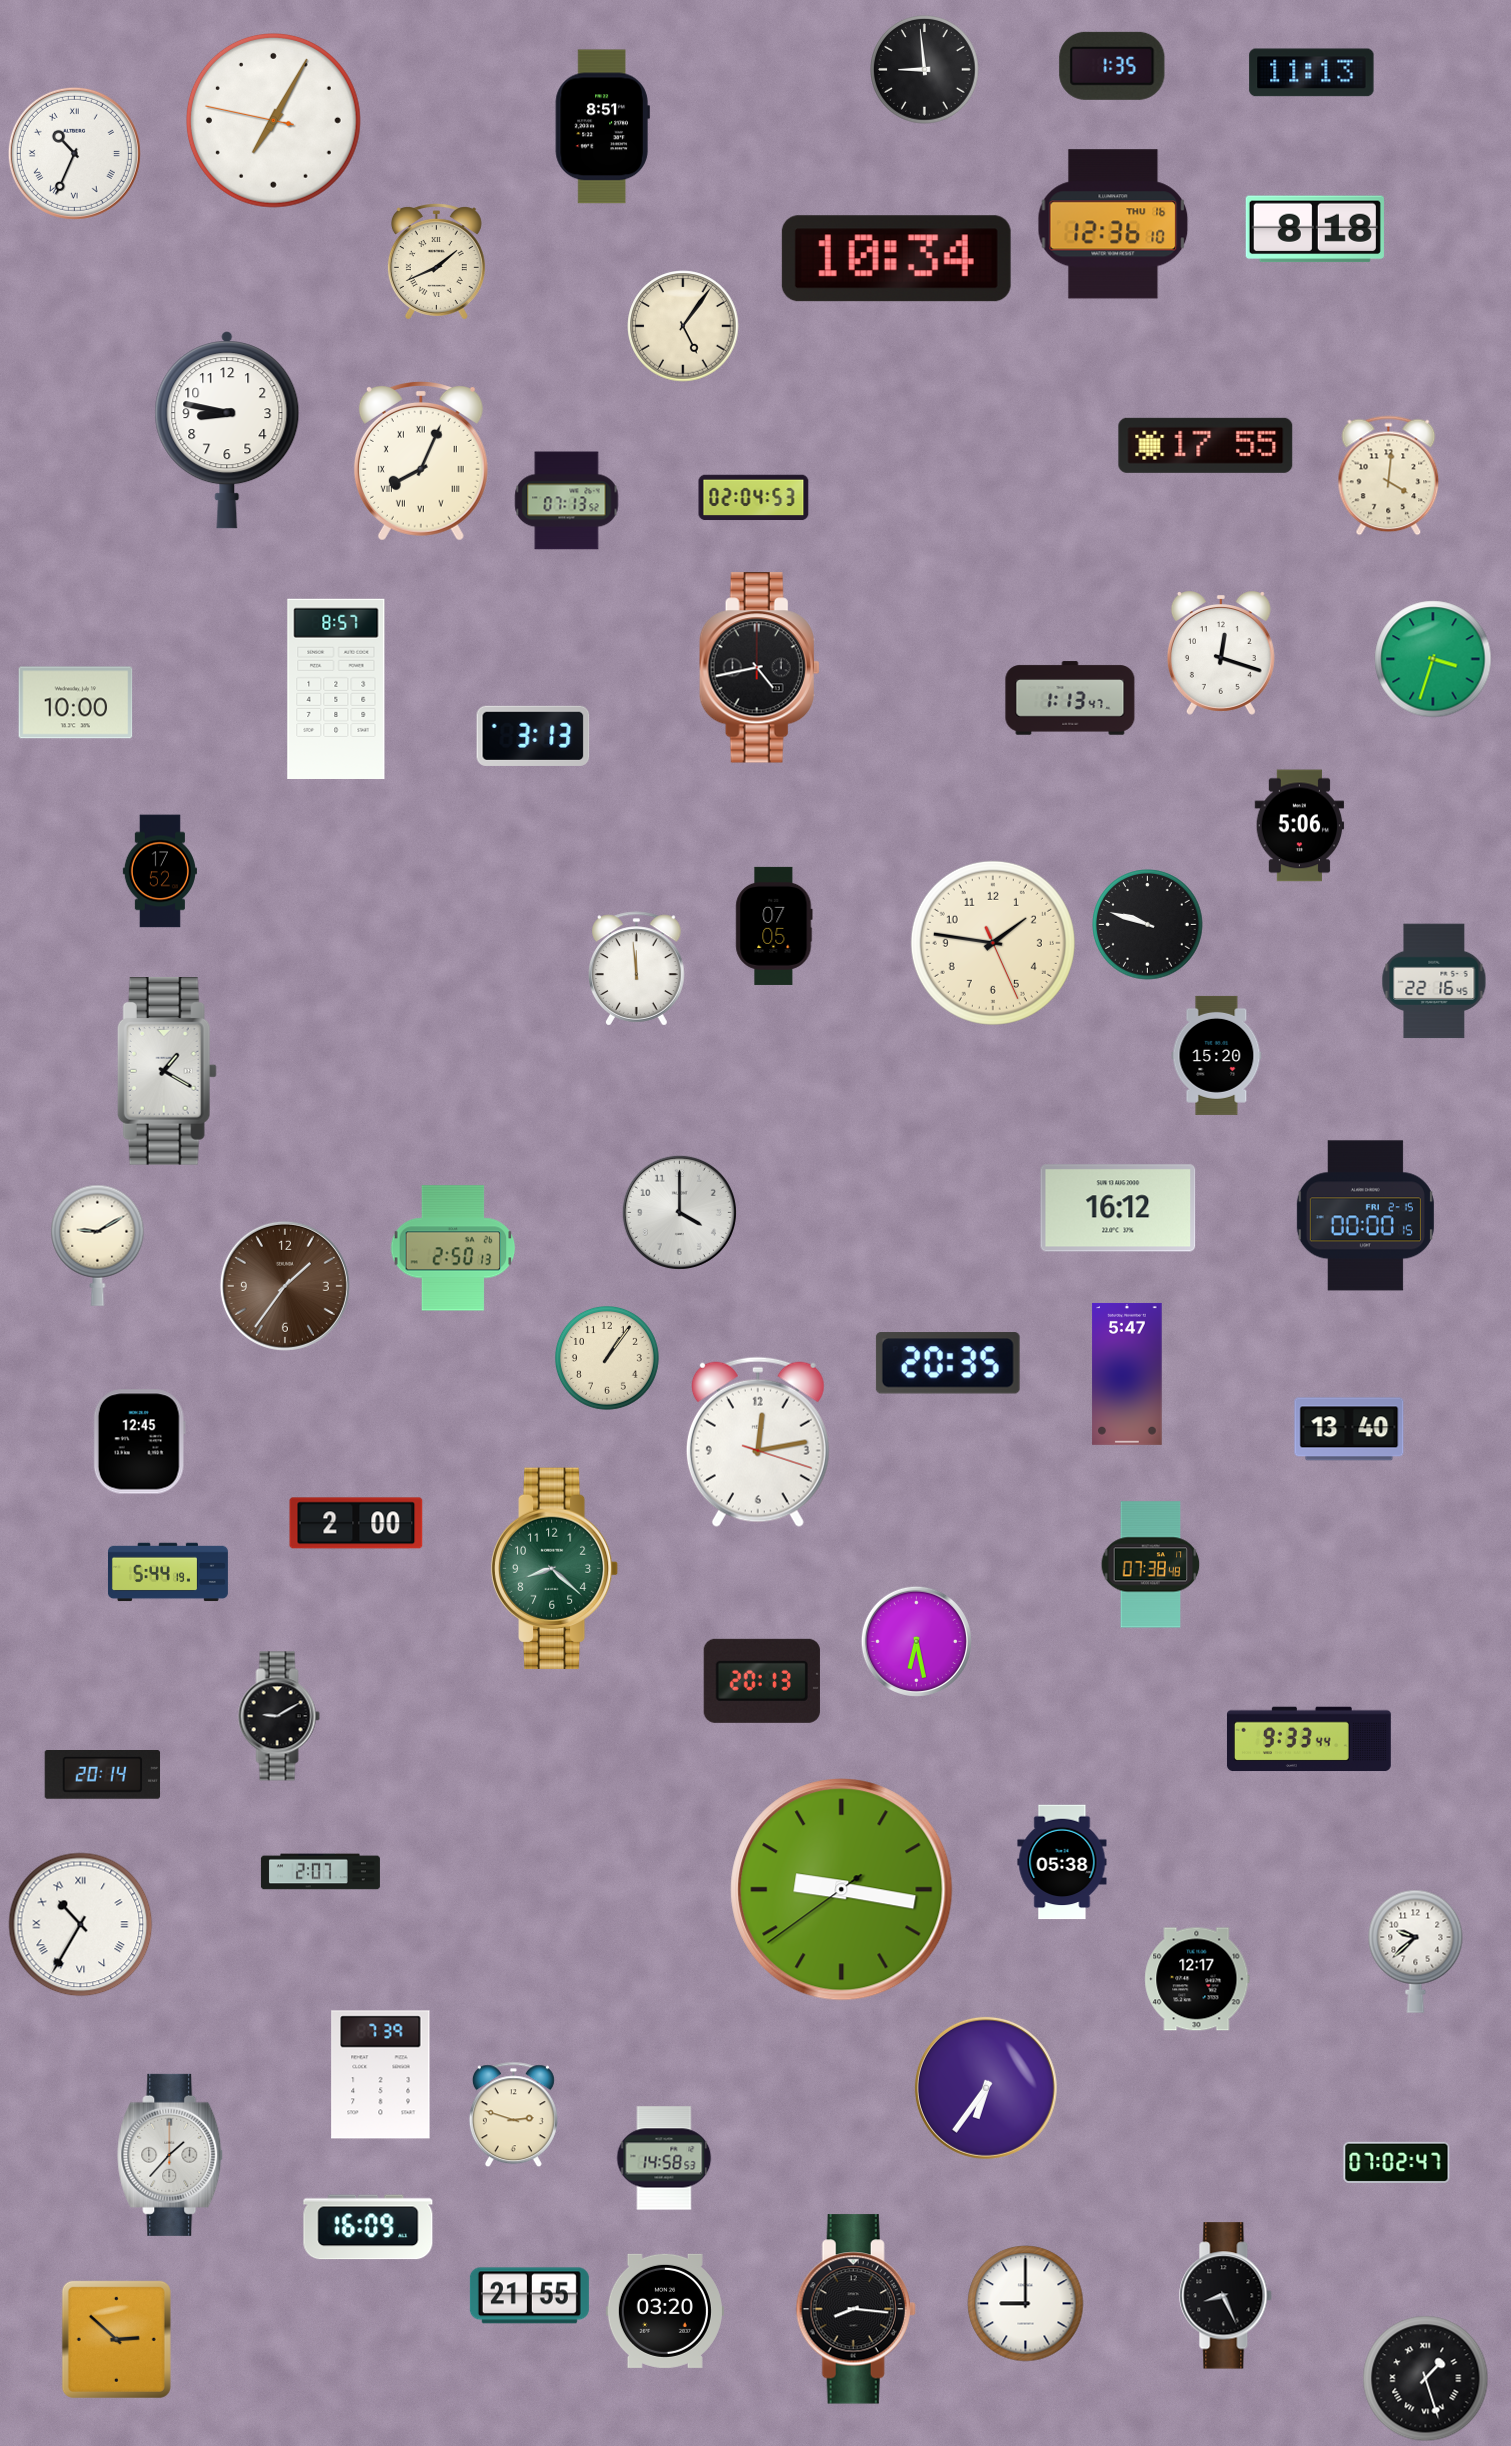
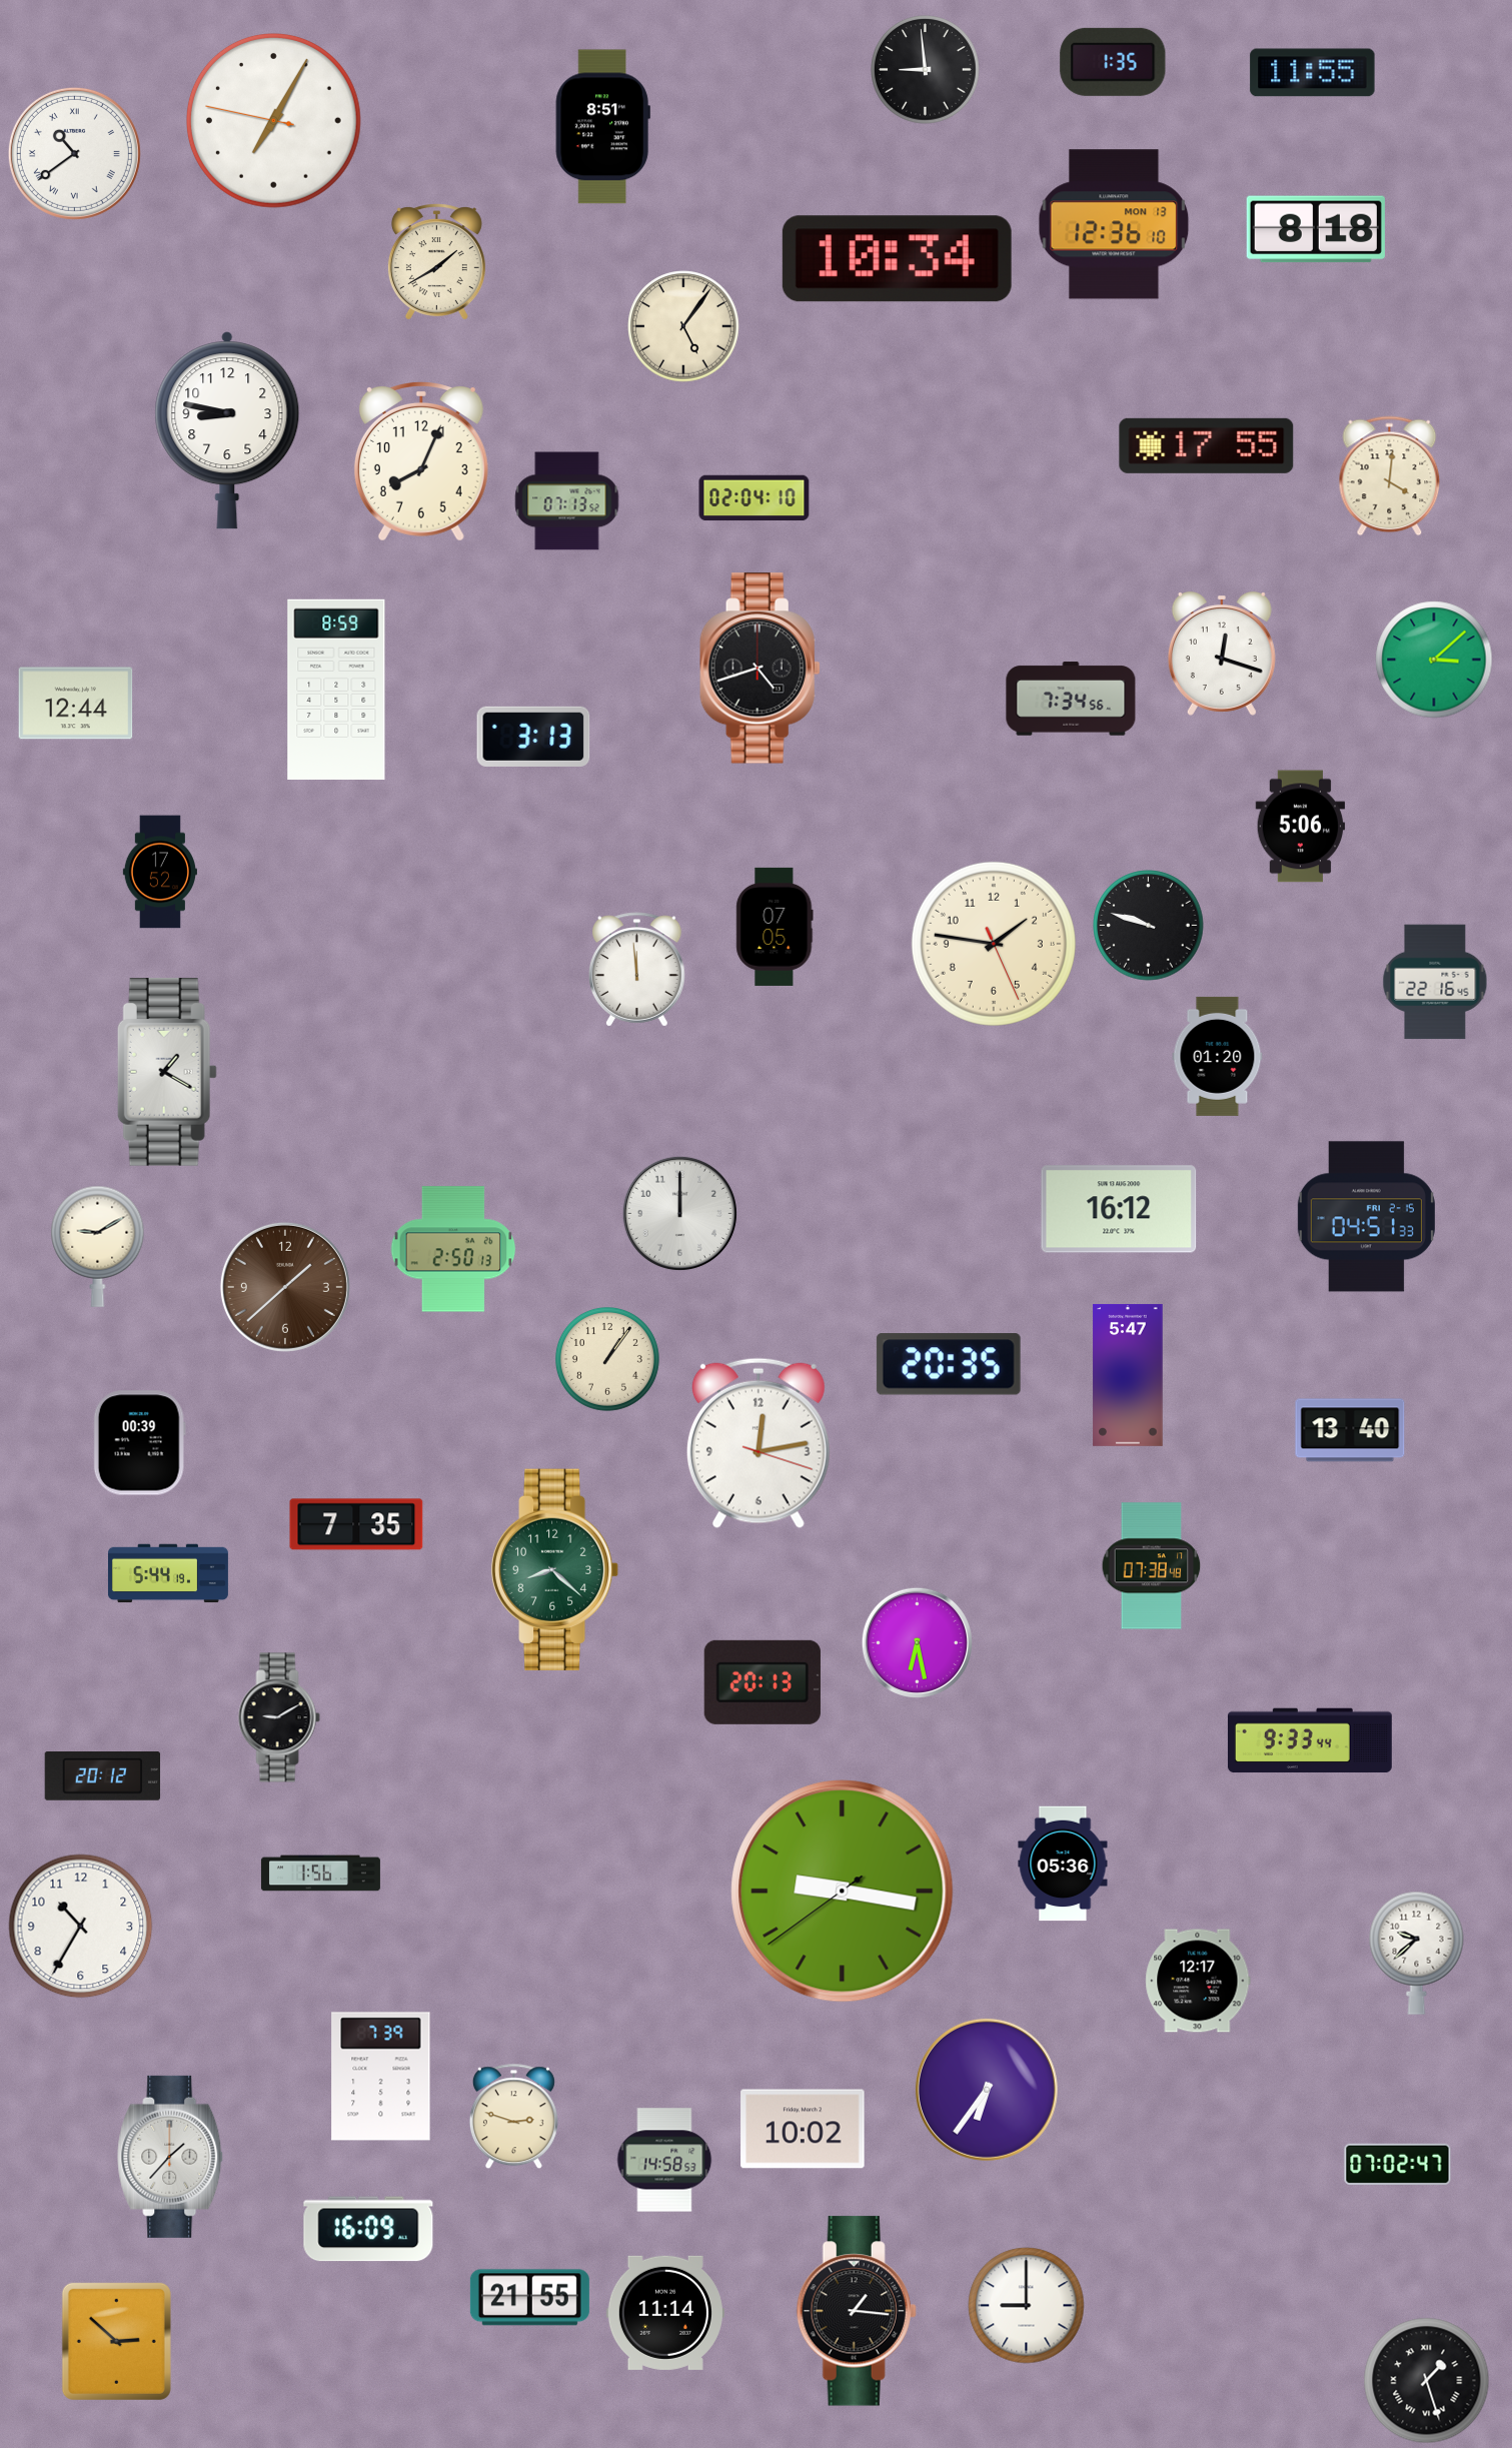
clock at (1112, 66) position: (1112, 66) -> (1113, 62)
clock at (1312, 73): 11:13 -> 11:55
clock at (74, 153): 10:34 -> 10:39
clock at (1113, 224) date: THU 16 -> MON 13
clock at (436, 262): 1:41 -> 1:40
clock at (421, 462) numerals: Roman -> Arabic
clock at (754, 498): 02:04:53 -> 02:04:10
clock at (1433, 659): 3:33 -> 3:08
clock at (759, 668): 4:43 -> 4:42
clock at (336, 688): 8:57 -> 8:59
clock at (1070, 698): 1:13 -> 7:34
clock at (76, 703): 10:00 -> 12:44
clock at (1217, 1055): 15:20 -> 01:20
clock at (679, 1212): 4:00 -> 12:00
clock at (1365, 1216): 00:00 -> 04:51
clock at (285, 1286): 1:36 -> 1:38
clock at (139, 1442): 12:45 -> 00:39
clock at (356, 1523): 2:00 -> 7:35
clock at (103, 1775): 20:14 -> 20:12
clock at (1062, 1862): 05:38 -> 05:36
clock at (320, 1872): 2:07 -> 1:56
clock at (81, 1925) numerals: Roman -> Arabic
clock at (803, 2129): none -> 10:02
clock at (1226, 2296): 8:26 -> none
clock at (856, 2309): 8:16 -> 1:16
clock at (665, 2311): 03:20 -> 11:14
